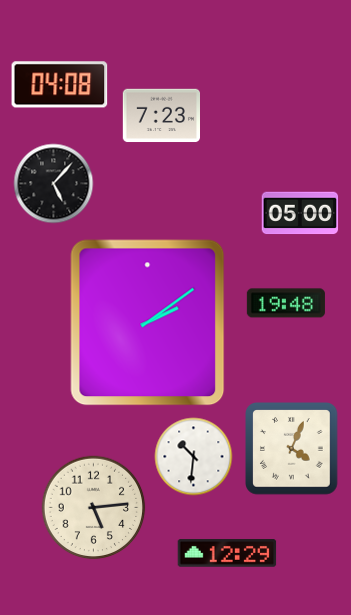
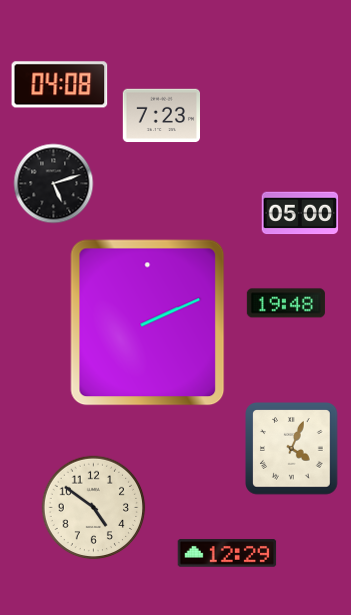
clock at (54, 184): 5:07 -> 5:12
clock at (148, 323): 2:09 -> 2:11
clock at (194, 457): 10:31 -> none
clock at (94, 508): 5:14 -> 4:51
